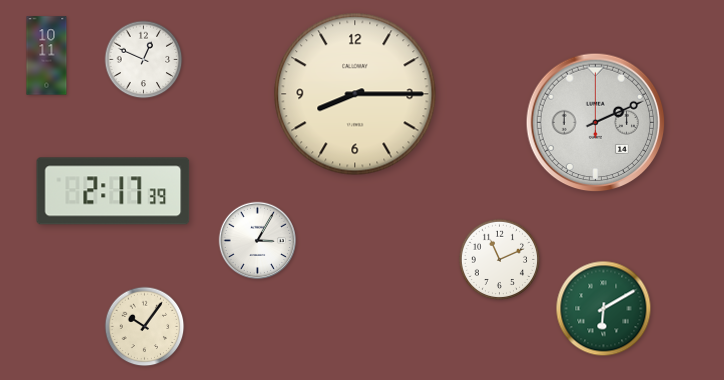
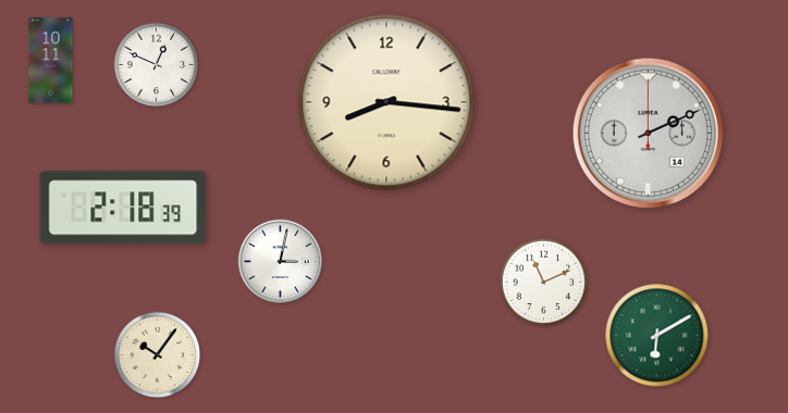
clock at (355, 94): 8:15 -> 8:16
clock at (113, 191): 2:17 -> 2:18
clock at (258, 241): 3:05 -> 3:02
